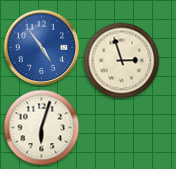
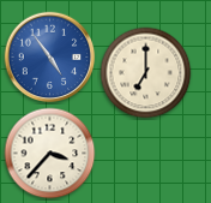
clock at (122, 61): 2:57 -> 7:00
clock at (42, 128): 6:03 -> 3:37
